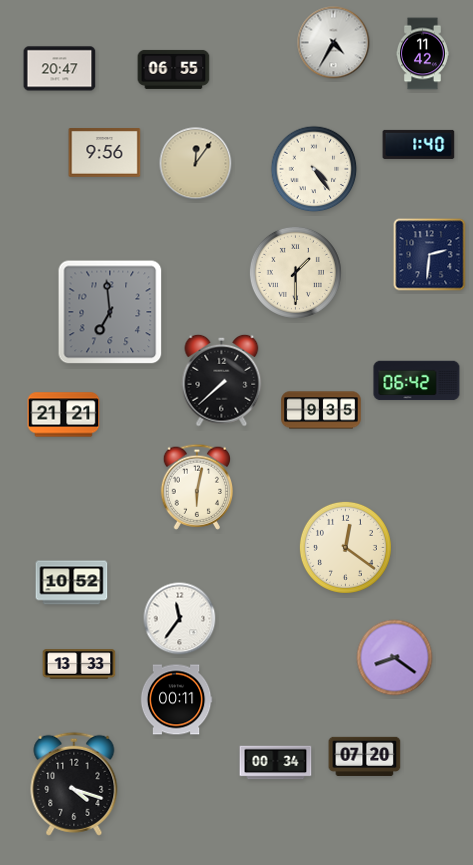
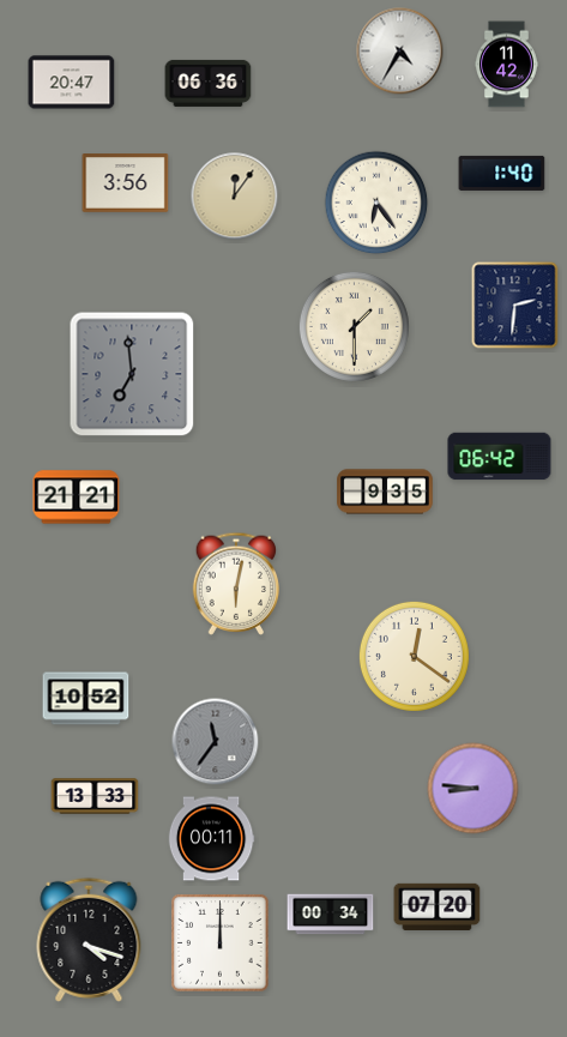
clock at (174, 69): 06:55 -> 06:36
clock at (105, 153): 9:56 -> 3:56
clock at (314, 169): 4:24 -> 6:24
clock at (222, 380): 7:38 -> none
clock at (180, 619) dial: white -> grey
clock at (395, 658): 8:21 -> 8:46
clock at (221, 943): none -> 12:00
